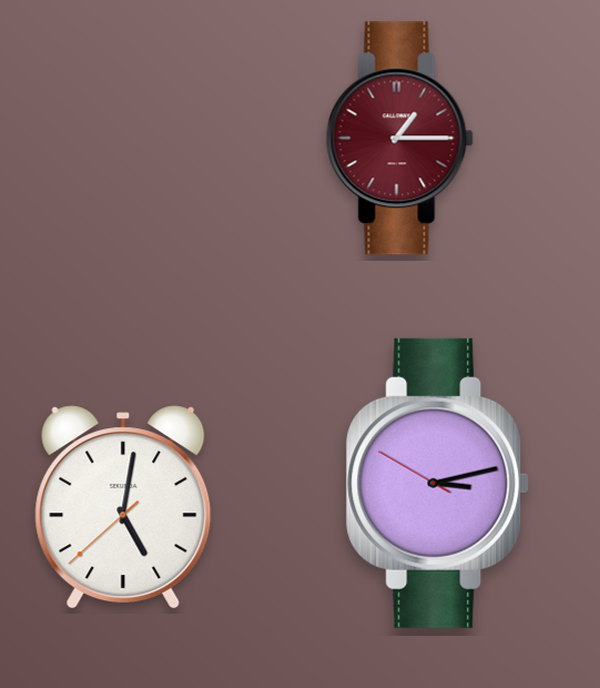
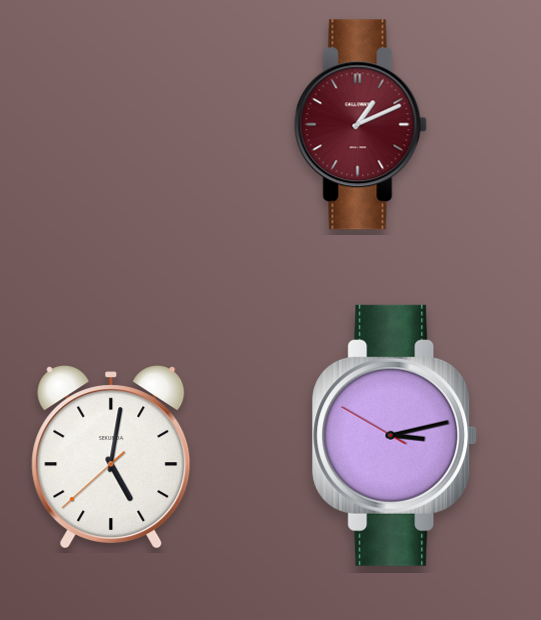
clock at (399, 139): 1:15 -> 1:11
